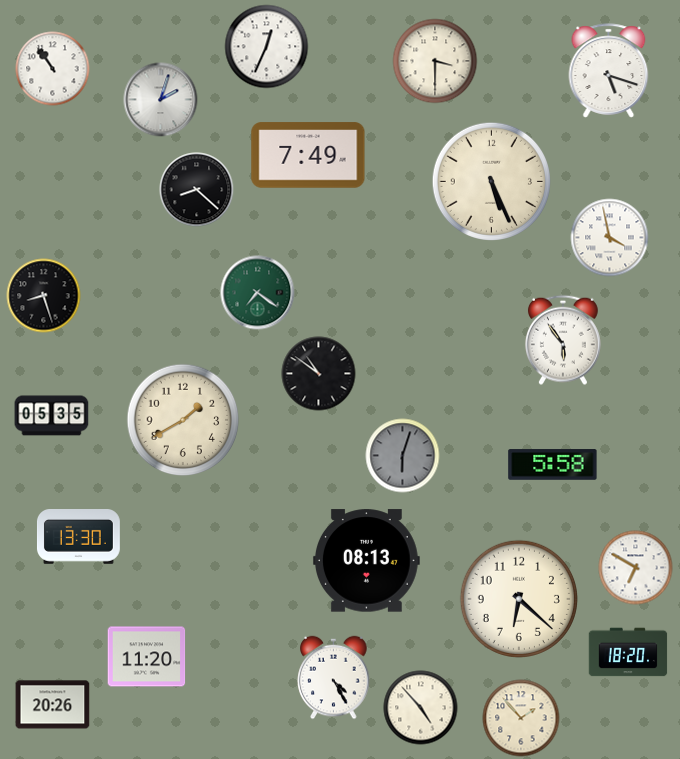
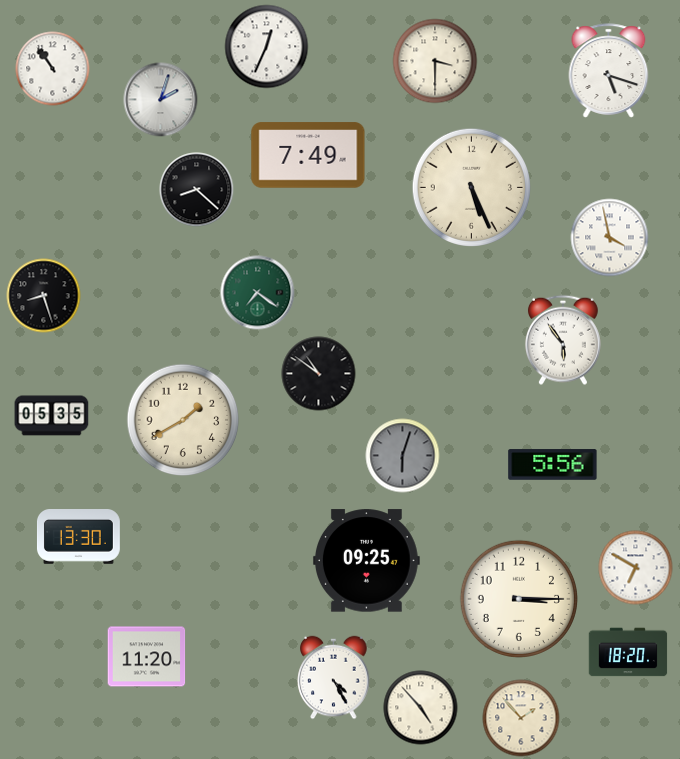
clock at (491, 181) position: (491, 181) -> (471, 187)
clock at (553, 465): 5:58 -> 5:56
clock at (366, 561): 08:13 -> 09:25
clock at (519, 599): 6:22 -> 3:15
clock at (53, 705): 20:26 -> none
